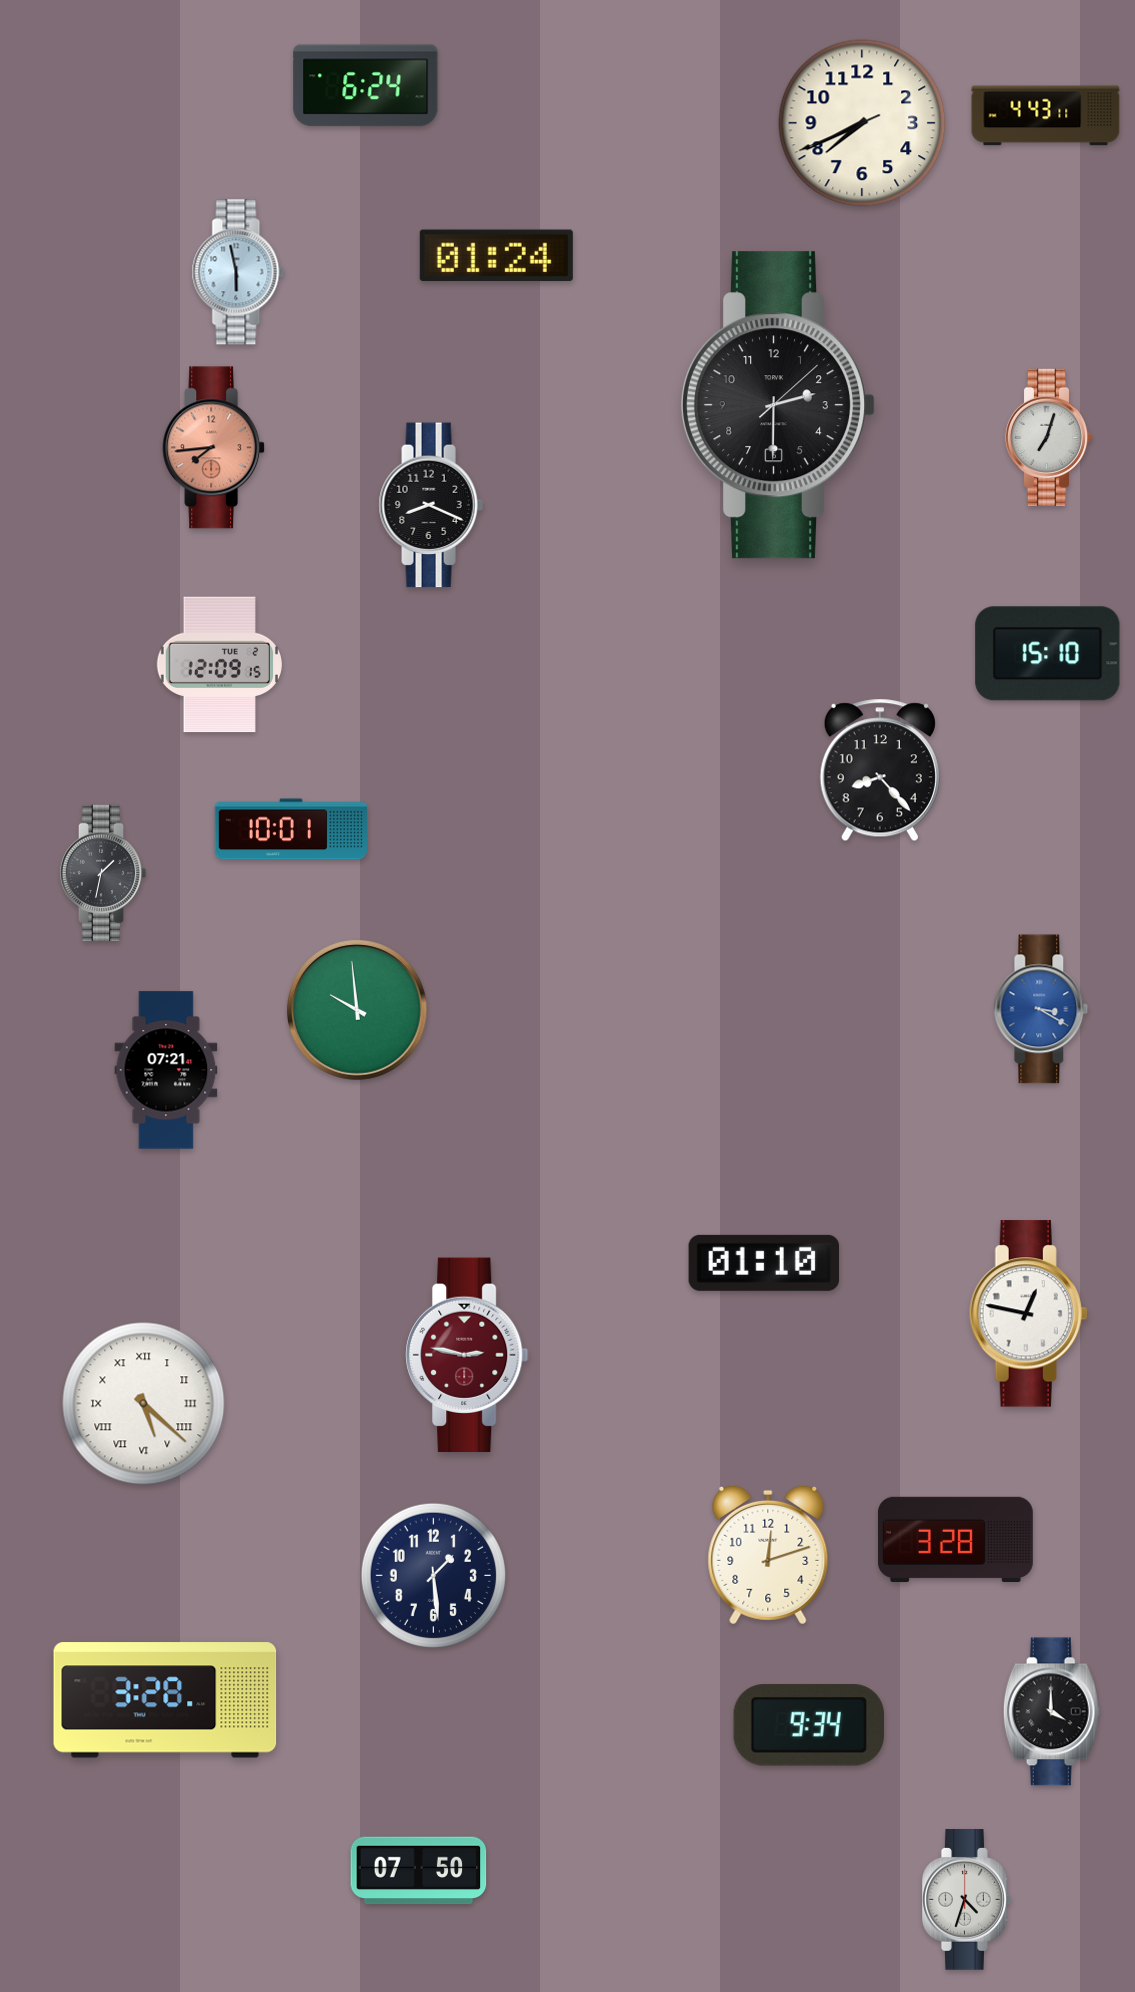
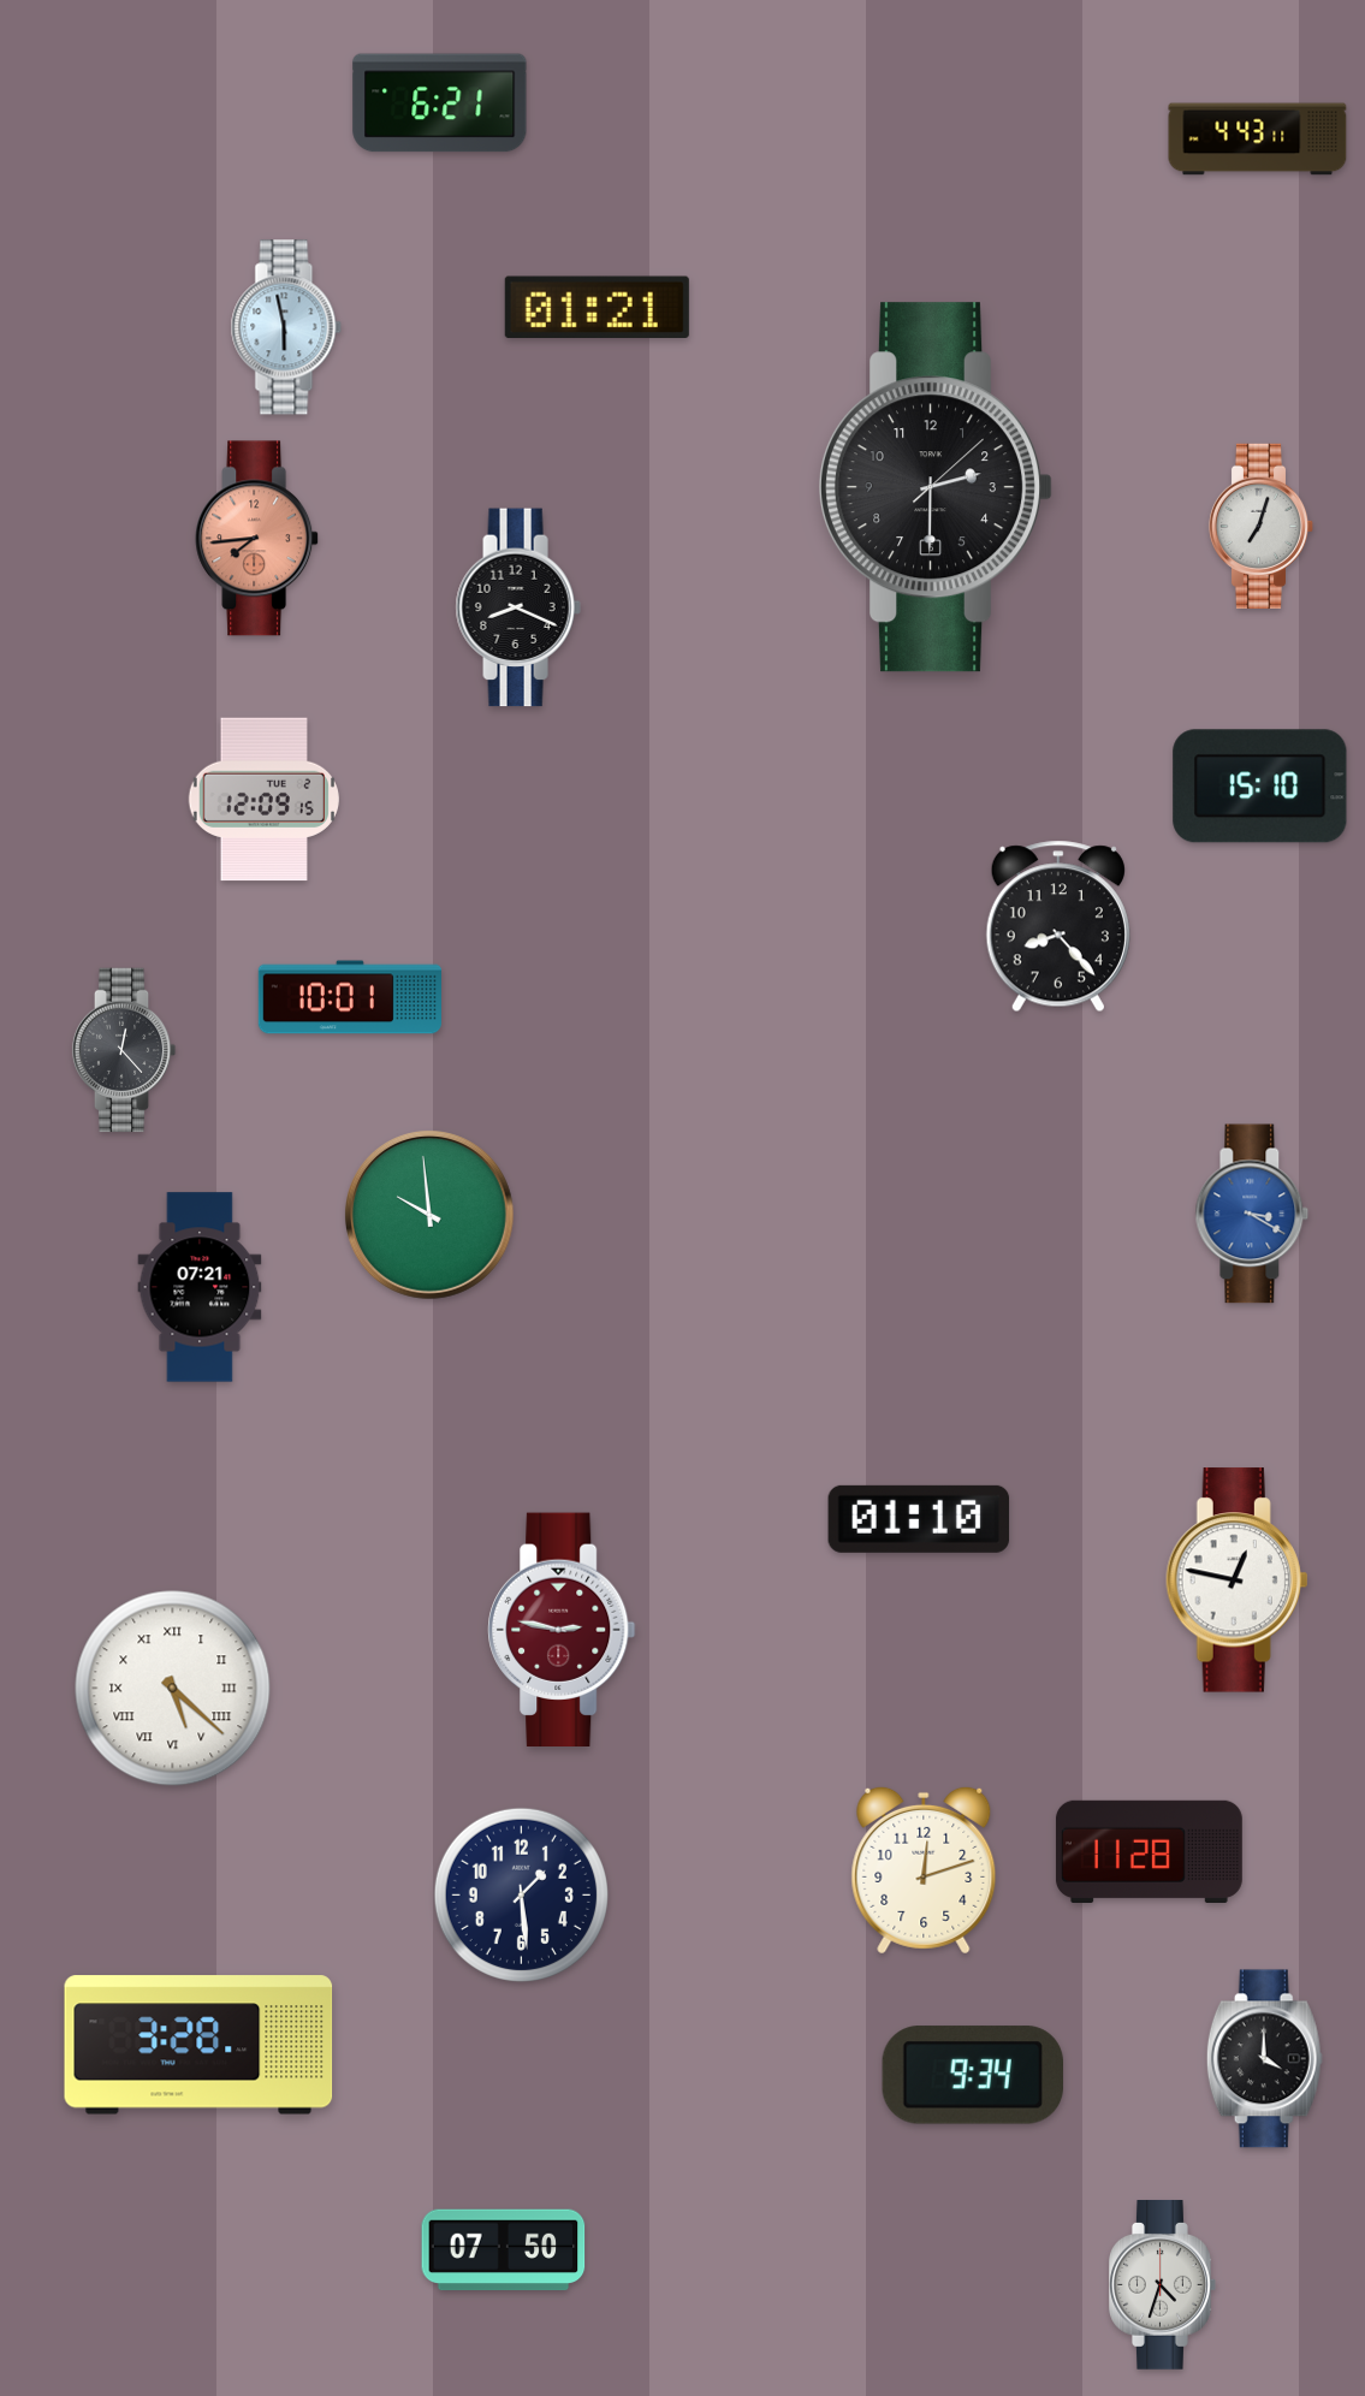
clock at (366, 86): 6:24 -> 6:21
clock at (862, 123): 7:40 -> none
clock at (496, 256): 01:24 -> 01:21
clock at (103, 873): 1:32 -> 12:23
clock at (955, 1539): 3:28 -> 11:28
